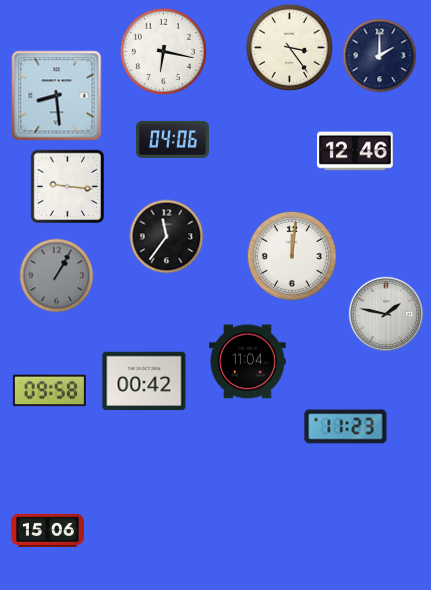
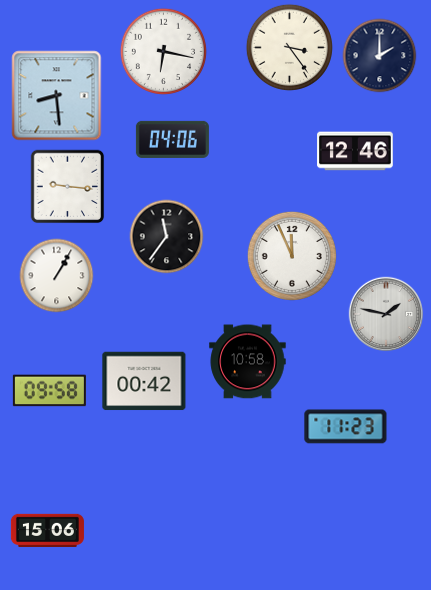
clock at (292, 256): 12:01 -> 11:56
clock at (57, 276) dial: grey -> white
clock at (248, 362): 11:04 -> 10:58
